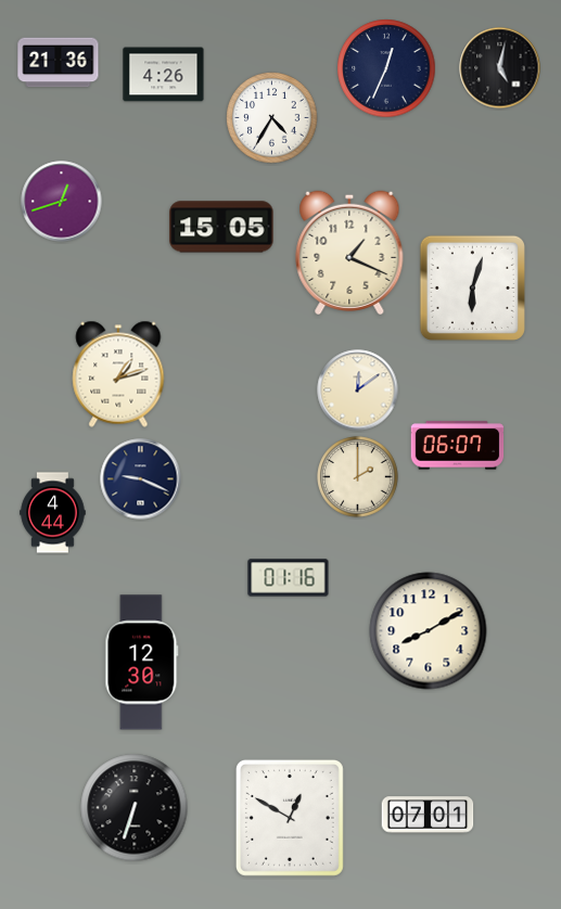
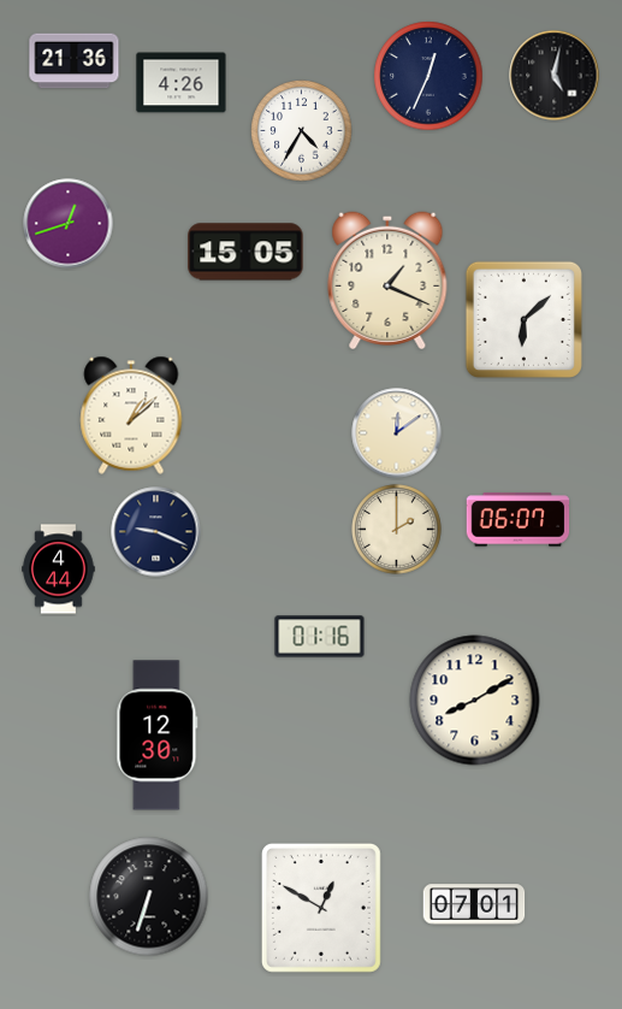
clock at (59, 63) position: (59, 63) -> (75, 61)
clock at (472, 287): 6:03 -> 6:08
clock at (118, 374): 1:12 -> 1:08
clock at (458, 446) position: (458, 446) -> (519, 520)
clock at (289, 578) position: (289, 578) -> (320, 637)
